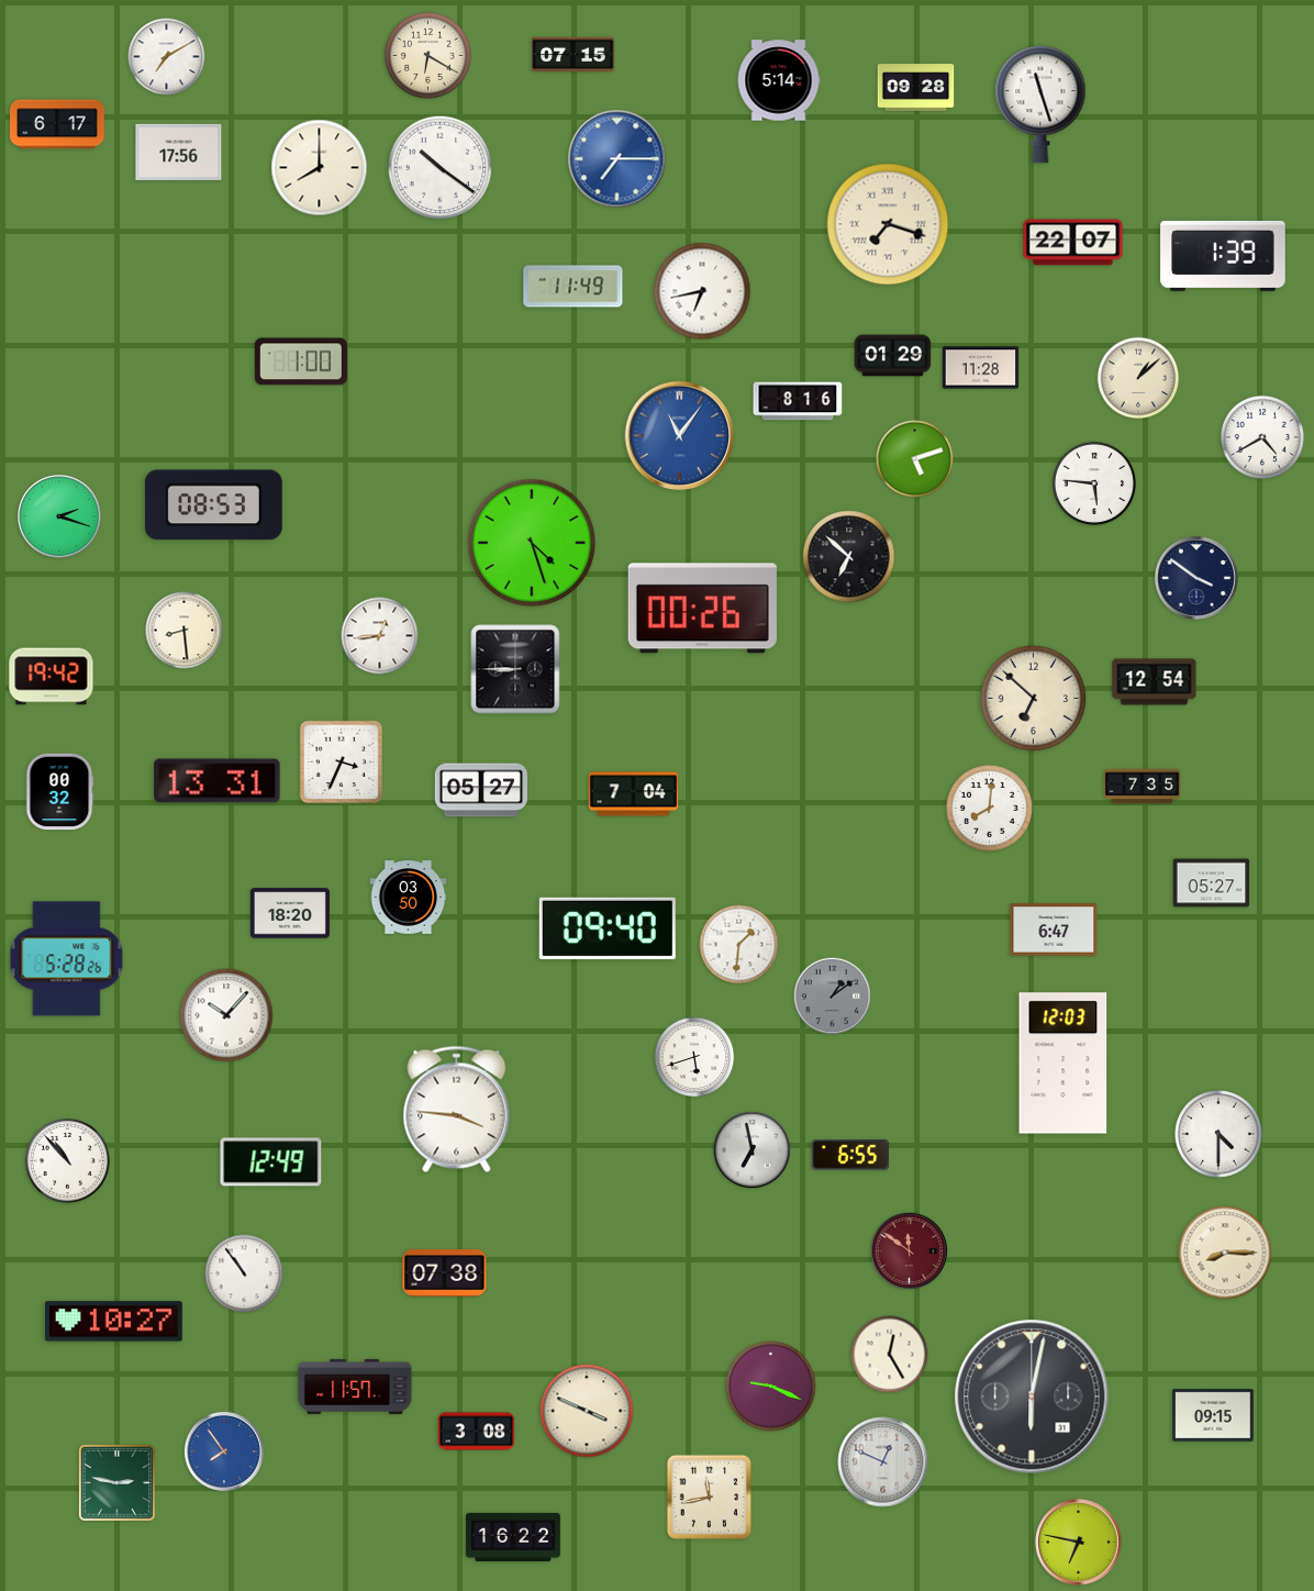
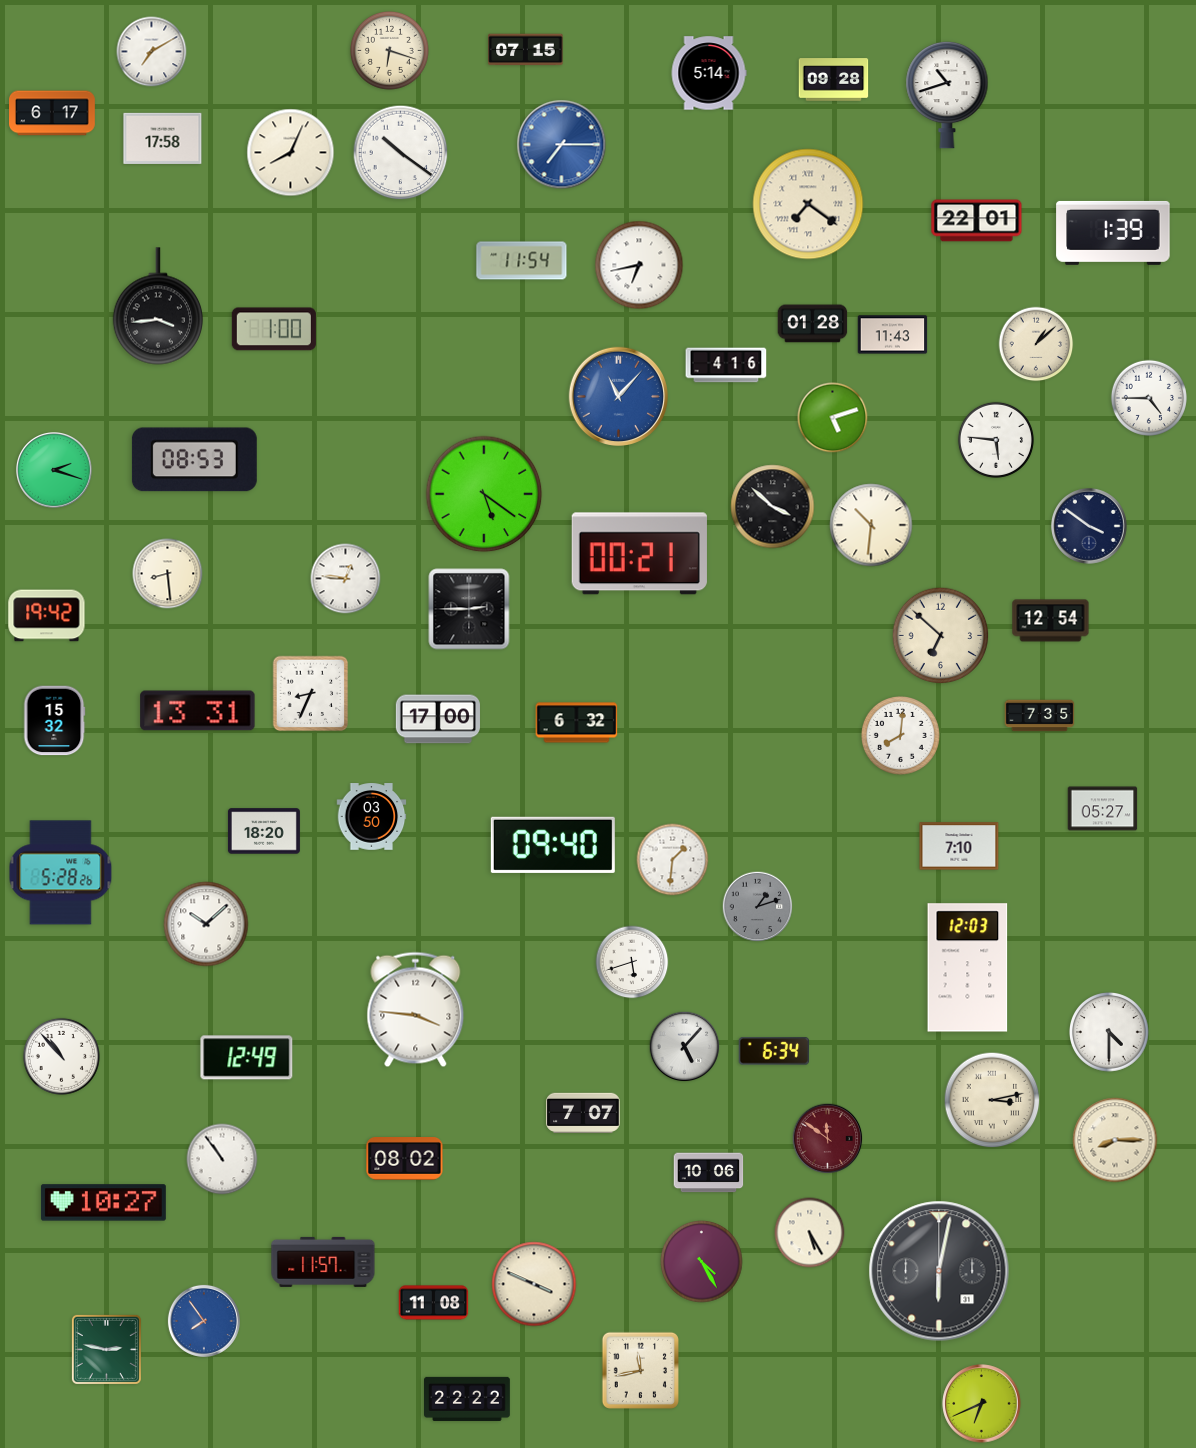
clock at (427, 55): 6:20 -> 6:18
clock at (574, 55) position: (574, 55) -> (526, 50)
clock at (1040, 104): 11:27 -> 10:42
clock at (179, 152): 17:56 -> 17:58
clock at (320, 168): 8:00 -> 8:04
clock at (888, 224): 7:18 -> 7:21
clock at (1073, 243): 22:07 -> 22:01
clock at (574, 287): 11:49 -> 11:54
clock at (157, 306): none -> 3:44
clock at (893, 356): 01:29 -> 01:28
clock at (981, 368): 11:28 -> 11:43
clock at (798, 401): 8:16 -> 4:16
clock at (679, 435): 11:06 -> 11:07
clock at (1262, 437): 4:40 -> 4:45
clock at (532, 543): 4:27 -> 5:21
clock at (849, 557): 6:52 -> 3:52
clock at (871, 525): none -> 10:31
clock at (702, 609): 00:26 -> 00:21
clock at (380, 636): 12:44 -> 12:46
clock at (515, 669): 8:45 -> 2:45
clock at (342, 763): 3:34 -> 8:34
clock at (481, 790): 05:27 -> 17:00
clock at (59, 792): 00:32 -> 15:32
clock at (634, 794): 7:04 -> 6:32
clock at (1212, 883) position: (1212, 883) -> (1103, 809)
clock at (1054, 930): 6:47 -> 7:10
clock at (833, 997): 1:09 -> 1:12
clock at (226, 1015): 10:07 -> 10:08
clock at (753, 1150): 6:58 -> 5:07
clock at (849, 1155): 6:55 -> 6:34
clock at (992, 1100): none -> 3:13
clock at (583, 1112): none -> 7:07
clock at (445, 1273): 07:38 -> 08:02
clock at (709, 1173): none -> 10:06
clock at (890, 1355): 12:25 -> 5:25
clock at (771, 1387): 9:19 -> 4:25
clock at (1213, 1415): 09:15 -> none
clock at (477, 1432): 3:08 -> 11:08
clock at (883, 1462): 12:49 -> none
clock at (709, 1497) position: (709, 1497) -> (640, 1370)
clock at (514, 1537): 16:22 -> 22:22
clock at (1079, 1543): 6:47 -> 6:41
